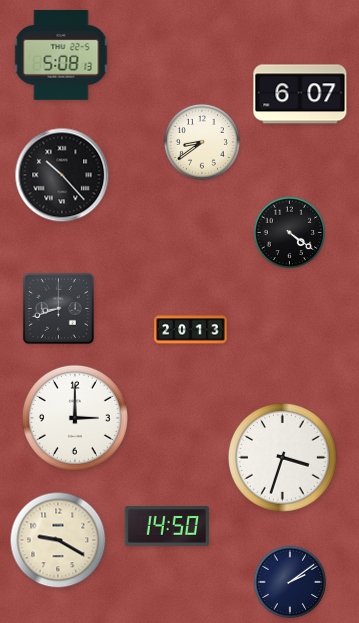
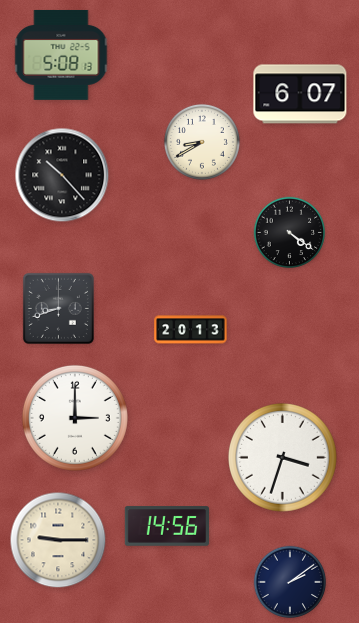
clock at (202, 142): 8:39 -> 8:40
clock at (167, 526): 14:50 -> 14:56
clock at (58, 540): 9:20 -> 9:15
